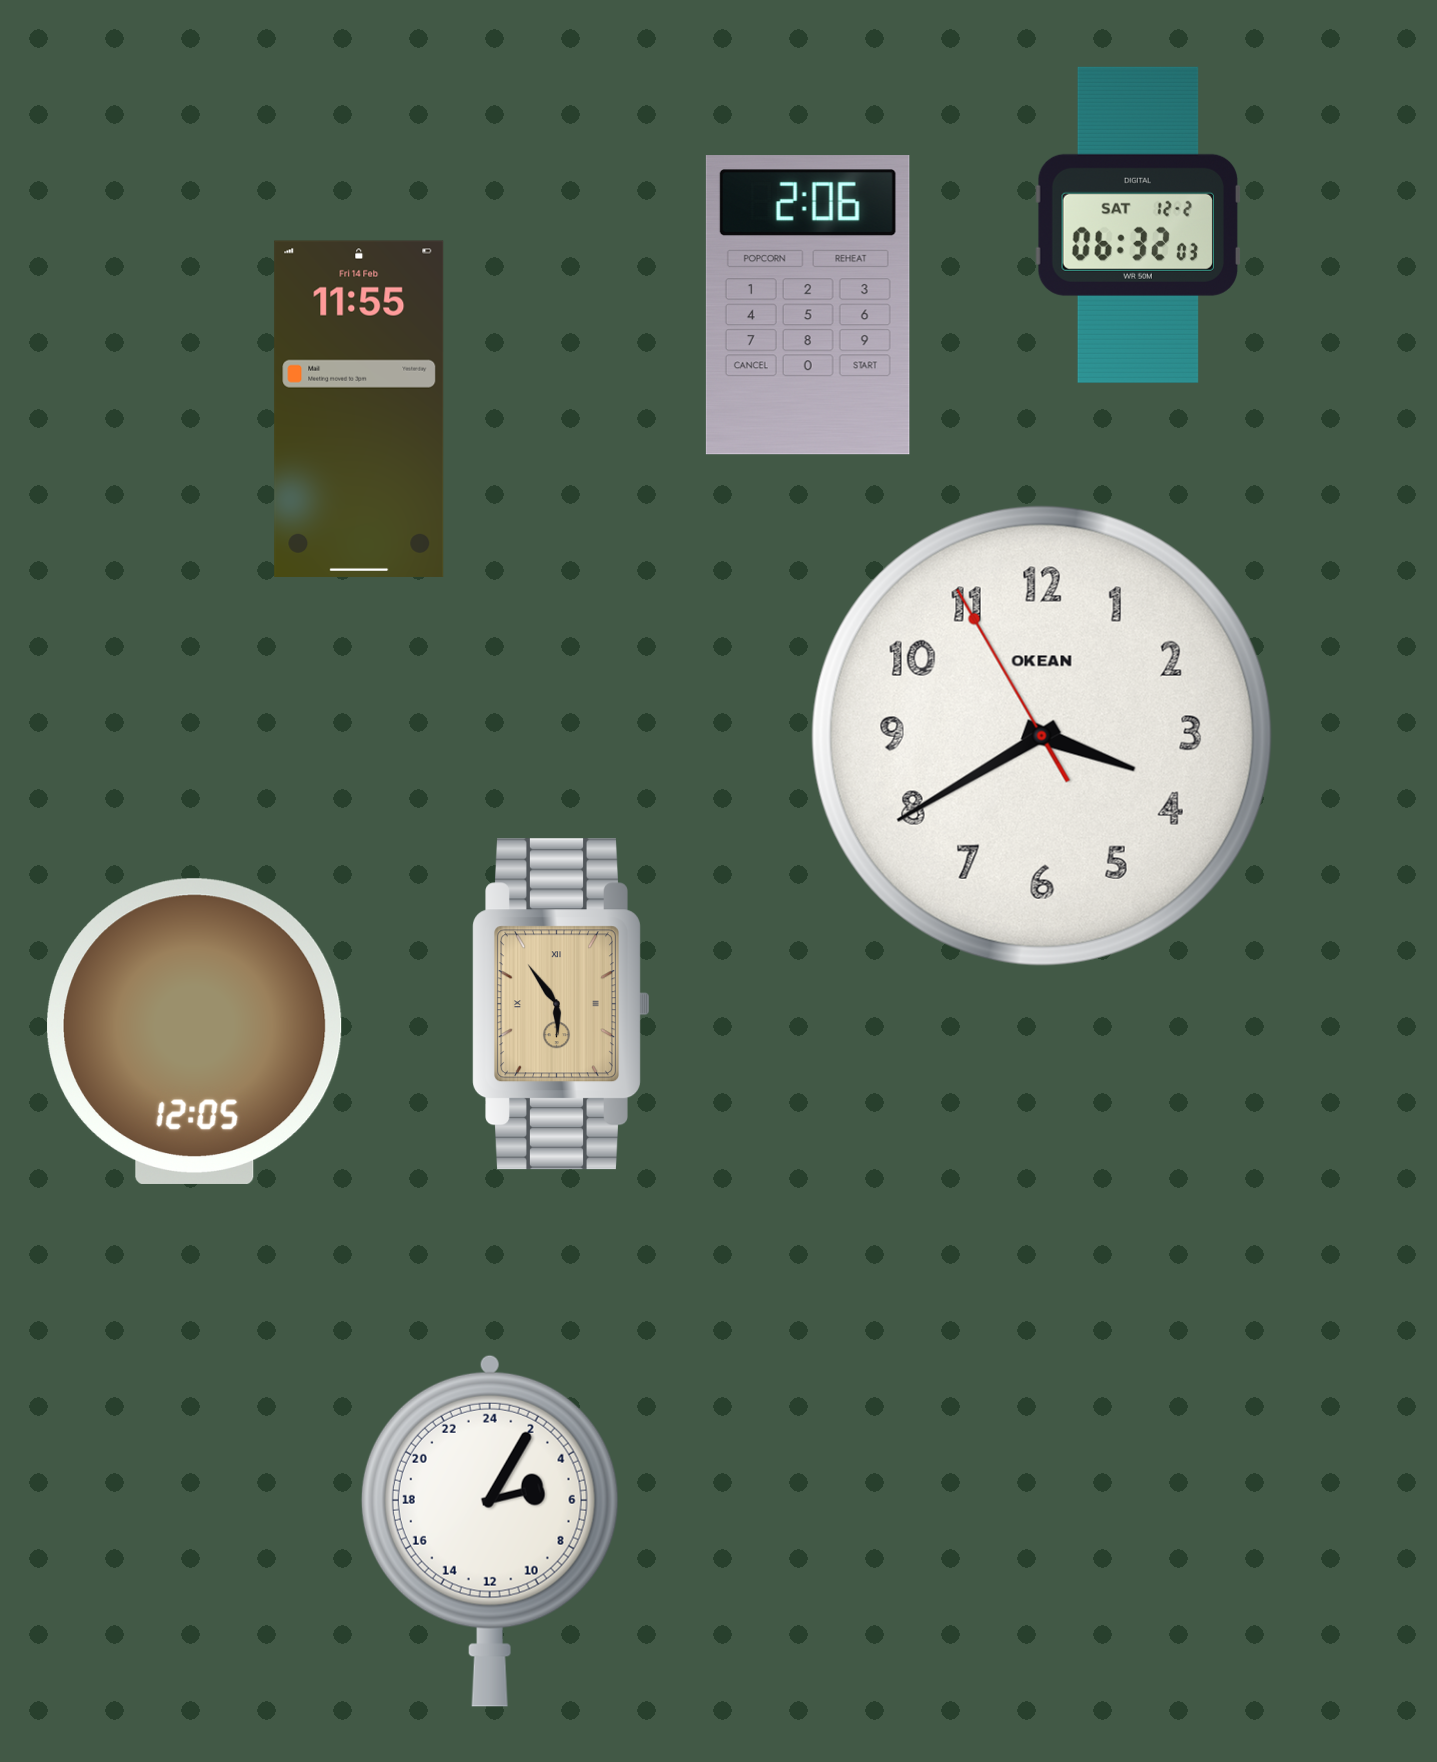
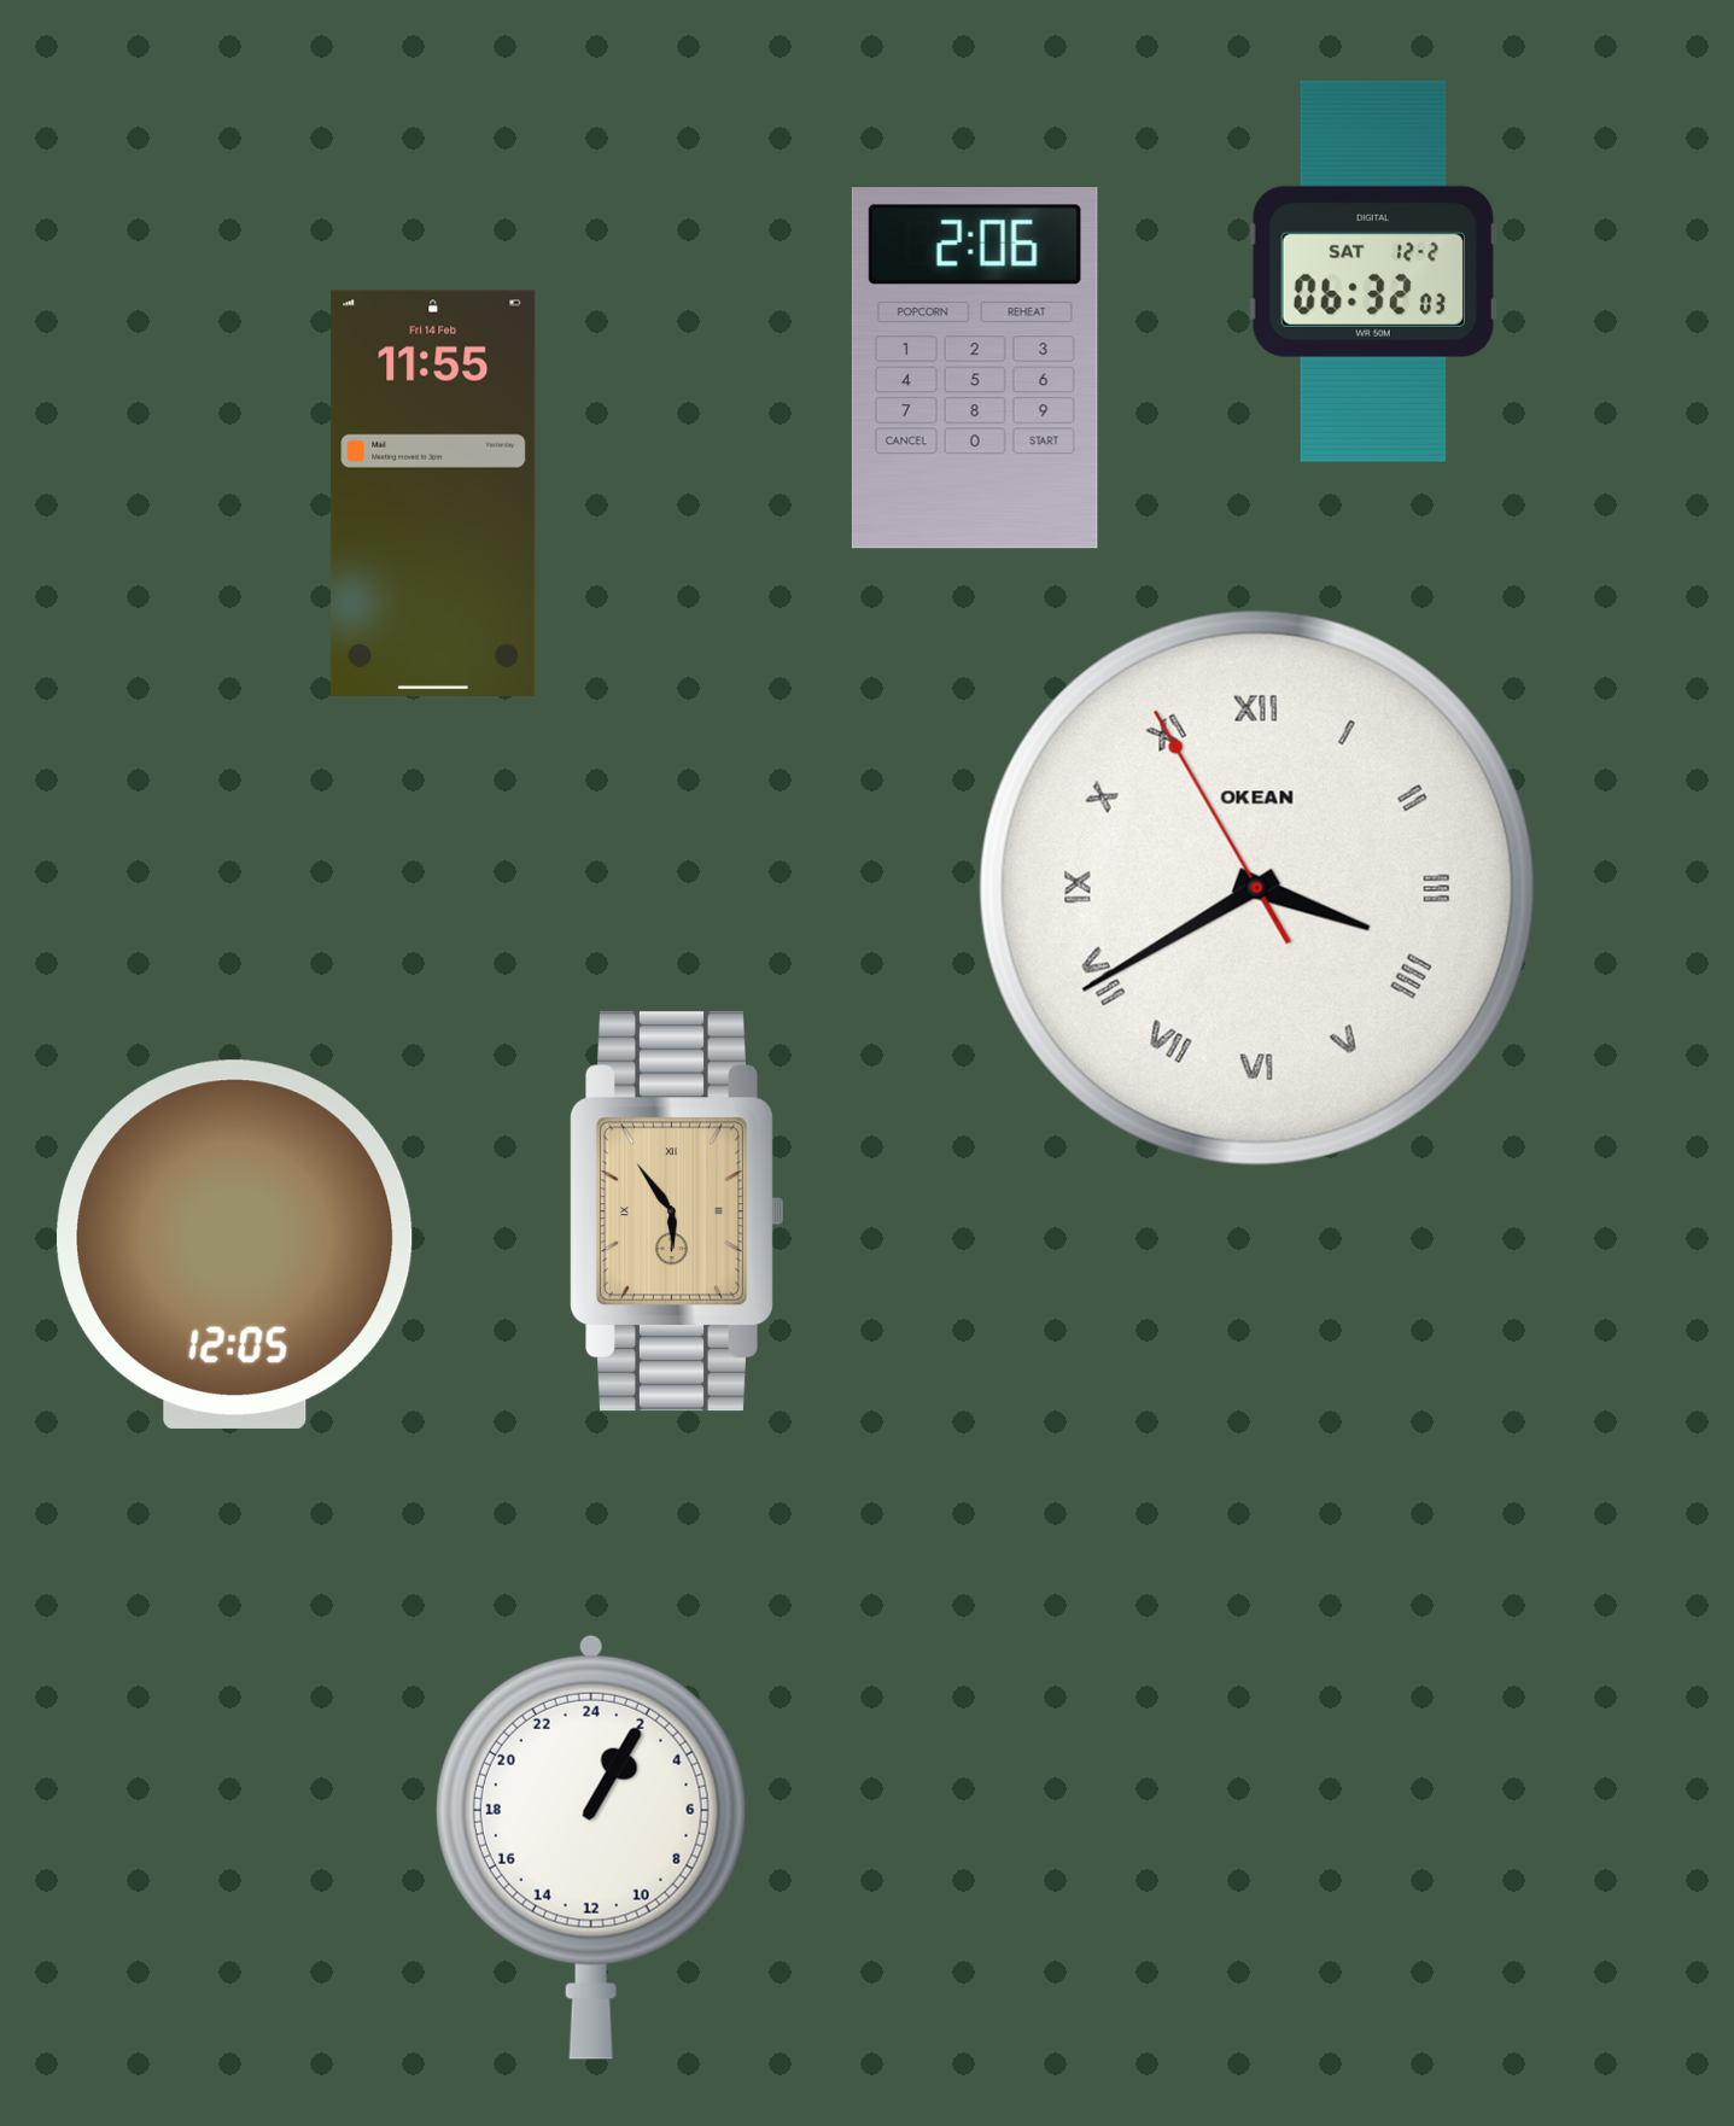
clock at (1042, 736) numerals: Arabic -> Roman
clock at (490, 1531): 5:05 -> 2:05
